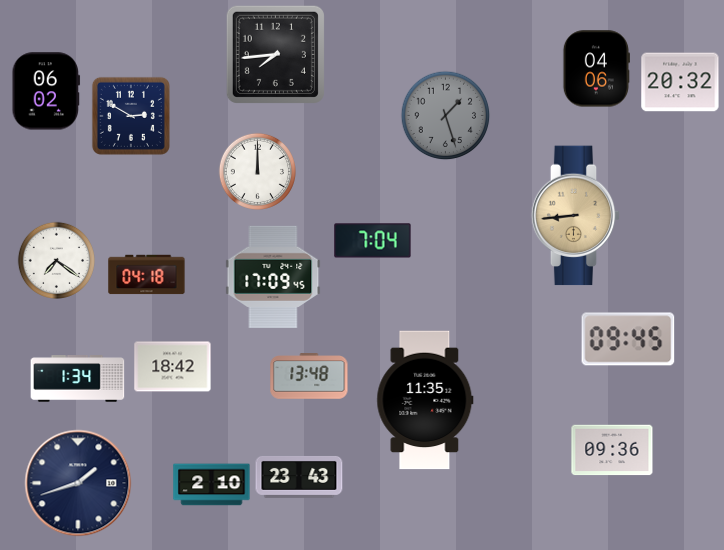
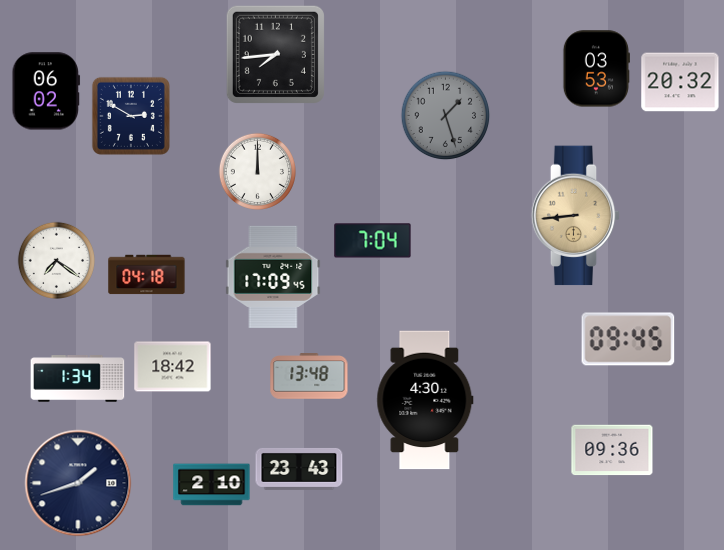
clock at (596, 69): 04:06 -> 03:53
clock at (425, 400): 11:35 -> 4:30
clock at (299, 477) position: (299, 477) -> (299, 469)
